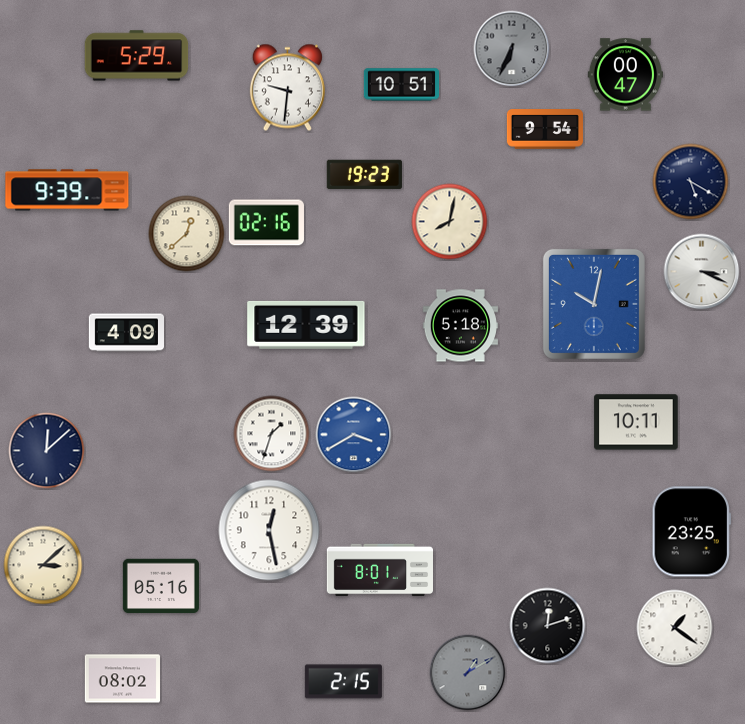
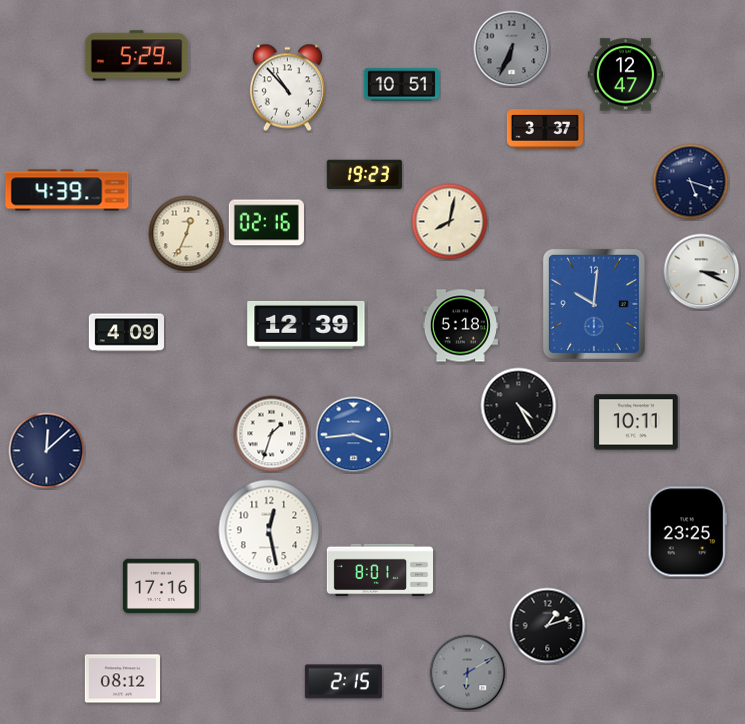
clock at (625, 75): 00:47 -> 12:47
clock at (287, 88): 9:31 -> 10:53
clock at (545, 129): 9:54 -> 3:37
clock at (691, 182): 5:20 -> 5:18
clock at (67, 190): 9:39 -> 4:39
clock at (187, 234): 12:38 -> 12:34
clock at (594, 304): 10:02 -> 10:01
clock at (519, 406): none -> 4:25
clock at (354, 435): 3:40 -> 3:44
clock at (691, 532) position: (691, 532) -> (687, 532)
clock at (43, 565): 3:08 -> none
clock at (161, 586): 05:16 -> 17:16
clock at (548, 626): 12:12 -> 1:12
clock at (675, 628): 1:21 -> none
clock at (468, 673): 1:10 -> 6:10
clock at (122, 679): 08:02 -> 08:12
